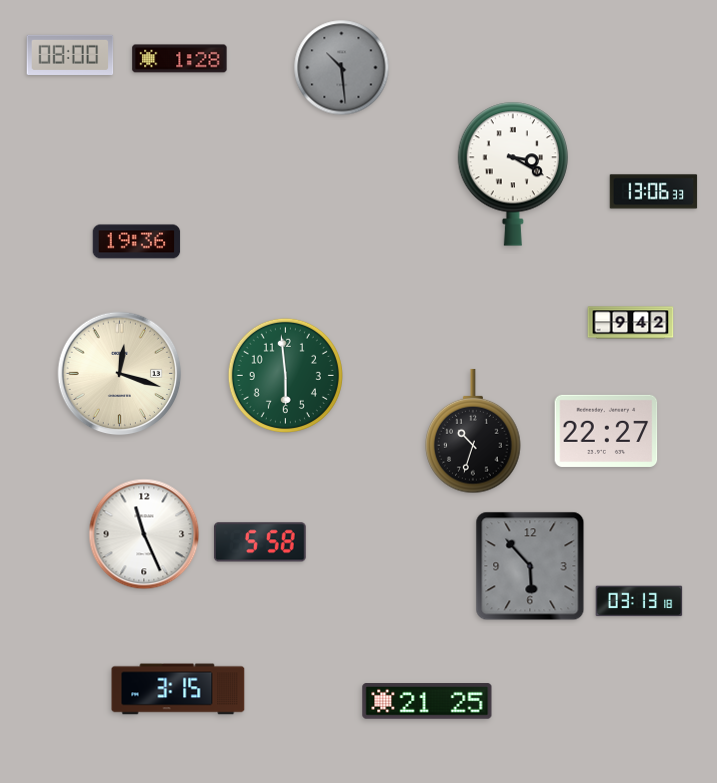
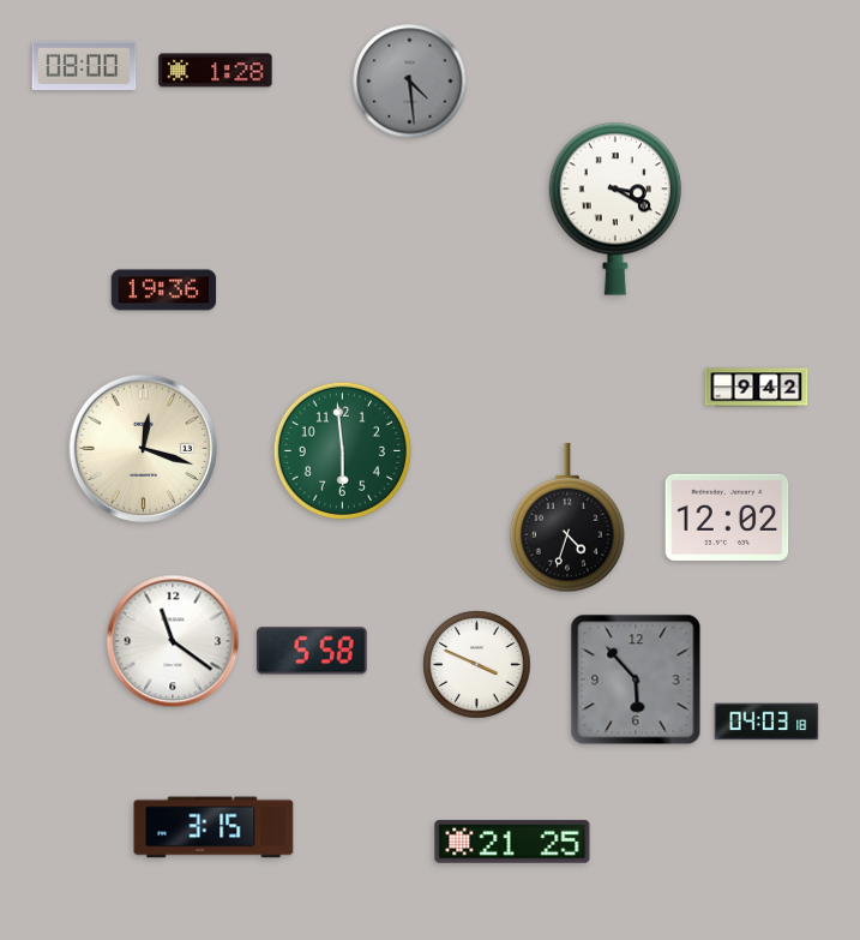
clock at (342, 68): 10:29 -> 4:29
clock at (654, 192): 13:06 -> none
clock at (473, 431): 10:33 -> 4:33
clock at (606, 431): 22:27 -> 12:02
clock at (144, 534): 11:26 -> 11:21
clock at (477, 665): none -> 3:49
clock at (639, 601): 03:13 -> 04:03
